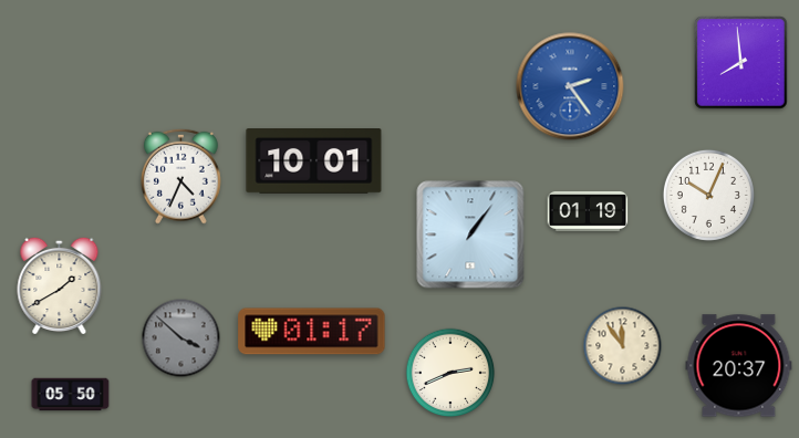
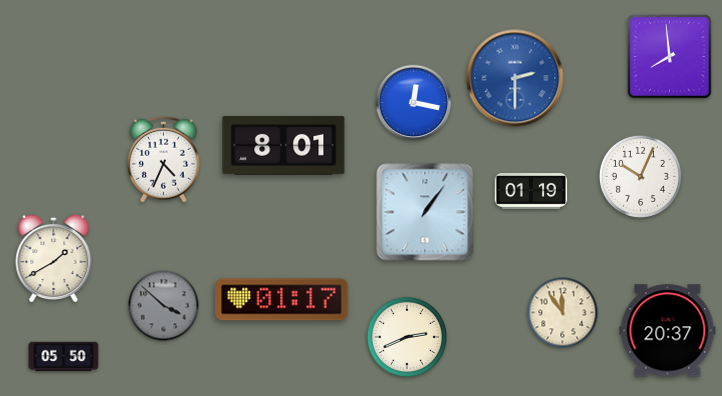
clock at (570, 86): 2:24 -> 2:30
clock at (414, 103): none -> 12:17
clock at (314, 161): 10:01 -> 8:01
